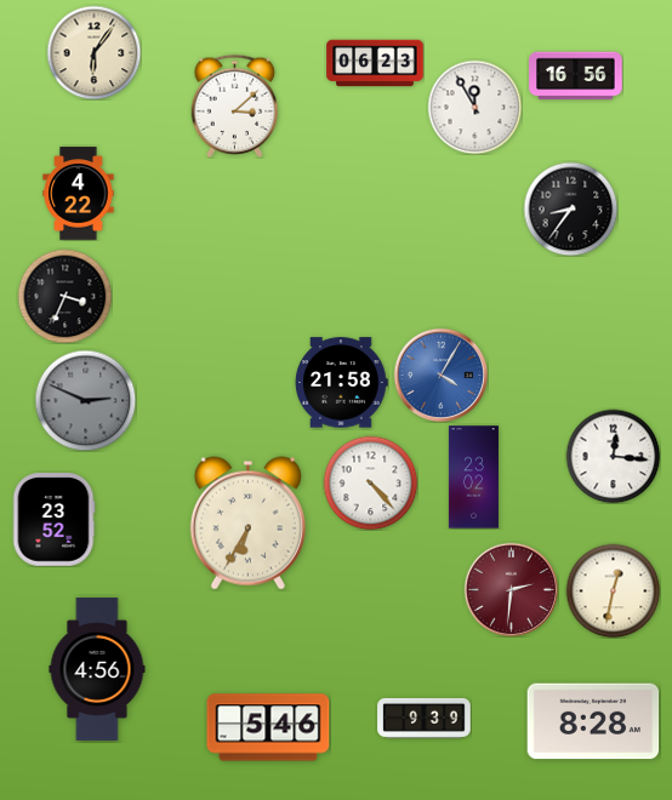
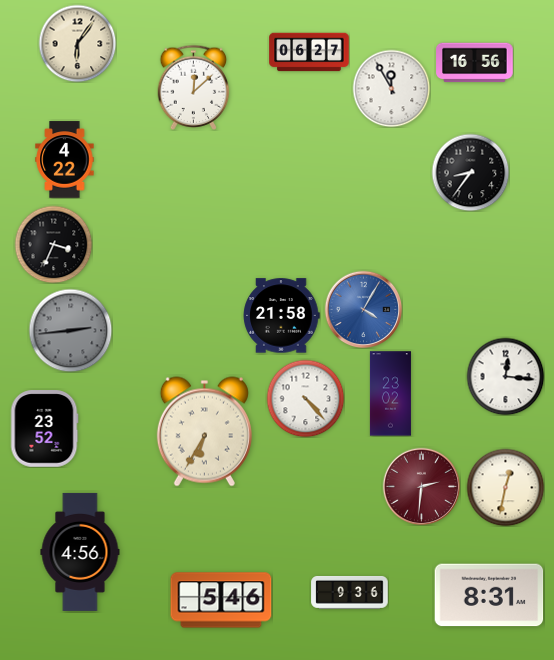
clock at (375, 63): 06:23 -> 06:27
clock at (235, 105): 3:08 -> 12:08
clock at (85, 400): 2:49 -> 2:44
clock at (425, 718): 9:39 -> 9:36
clock at (593, 721): 8:28 -> 8:31
